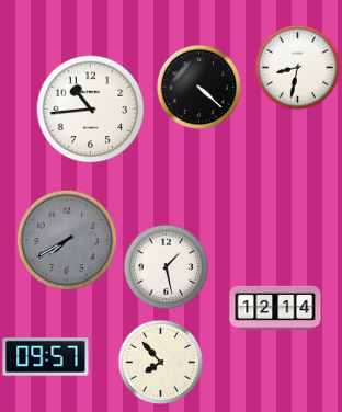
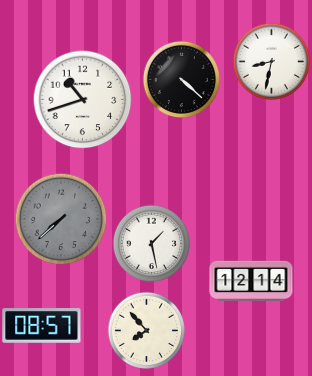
clock at (91, 110): 10:44 -> 10:42
clock at (67, 240): 7:40 -> 7:38
clock at (46, 357): 09:57 -> 08:57
